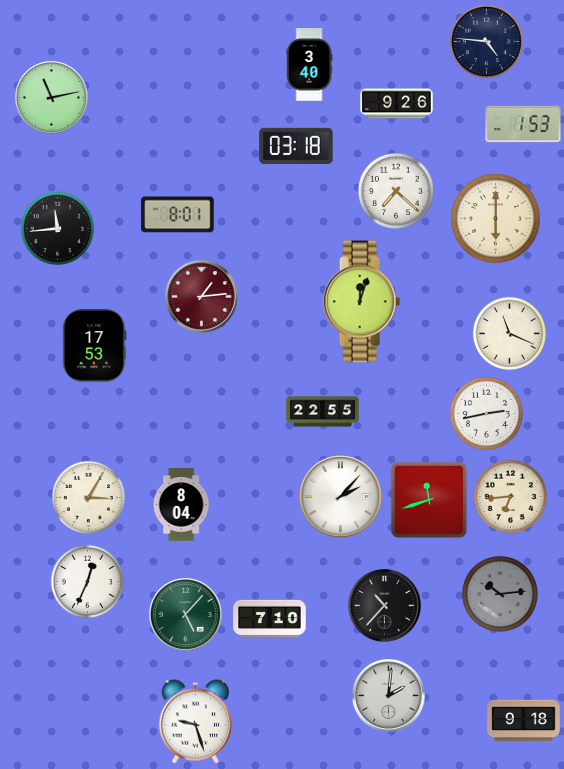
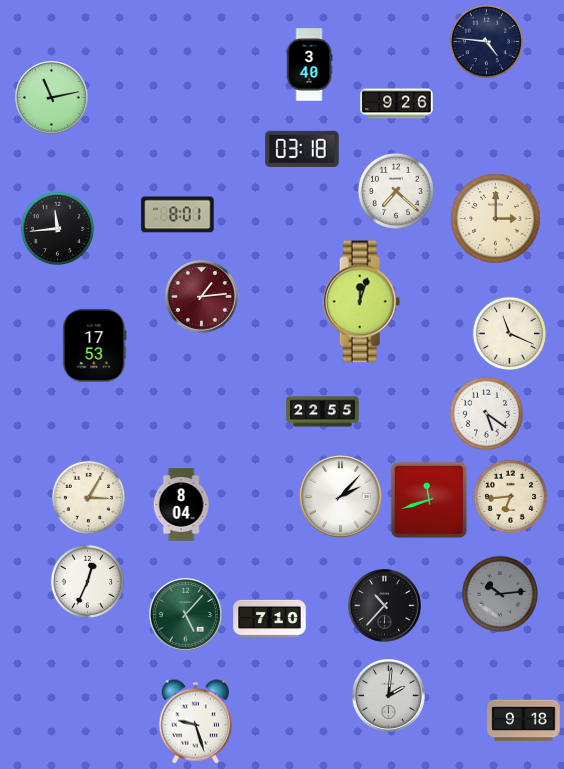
clock at (523, 124): 1:53 -> none
clock at (296, 146) position: (296, 146) -> (302, 149)
clock at (496, 219): 6:00 -> 3:00
clock at (486, 413): 2:43 -> 5:21
